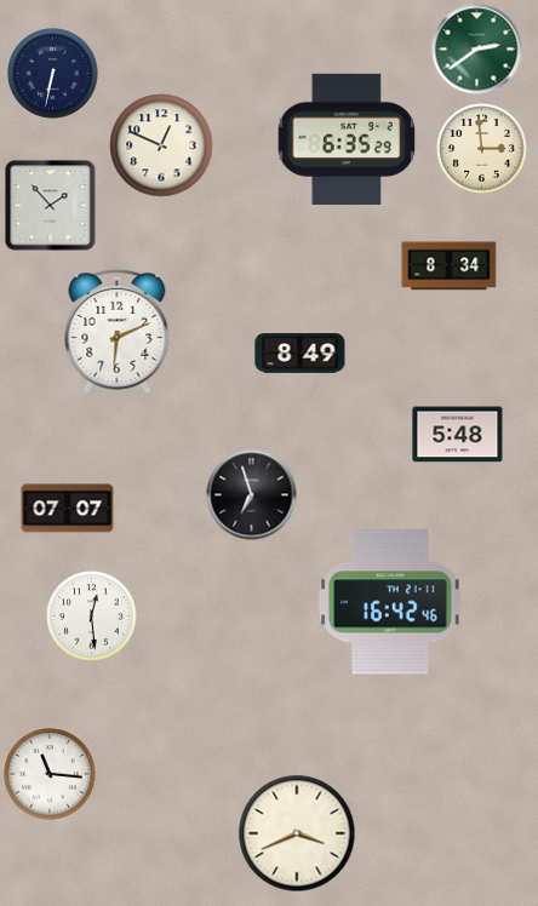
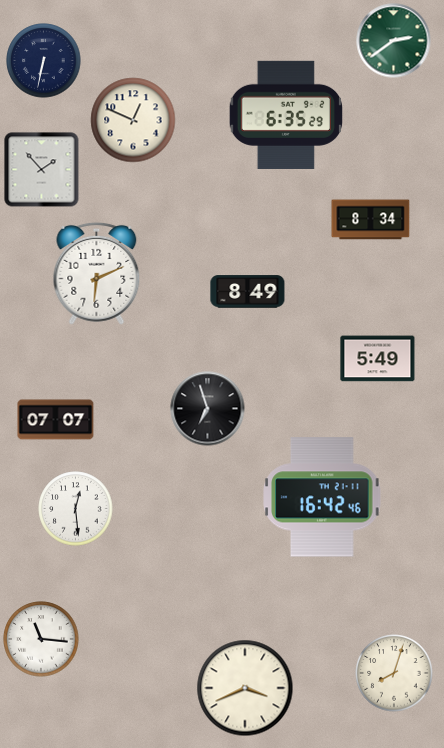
clock at (482, 149): 2:59 -> none
clock at (458, 435): 5:48 -> 5:49
clock at (394, 673): none -> 8:03
